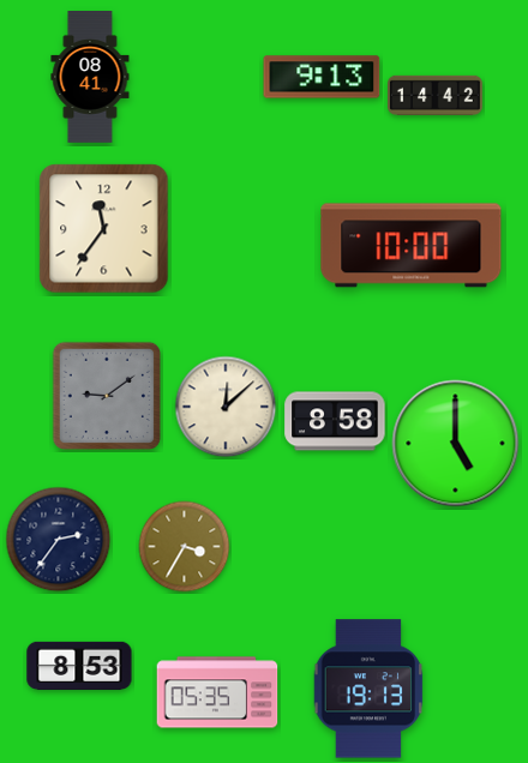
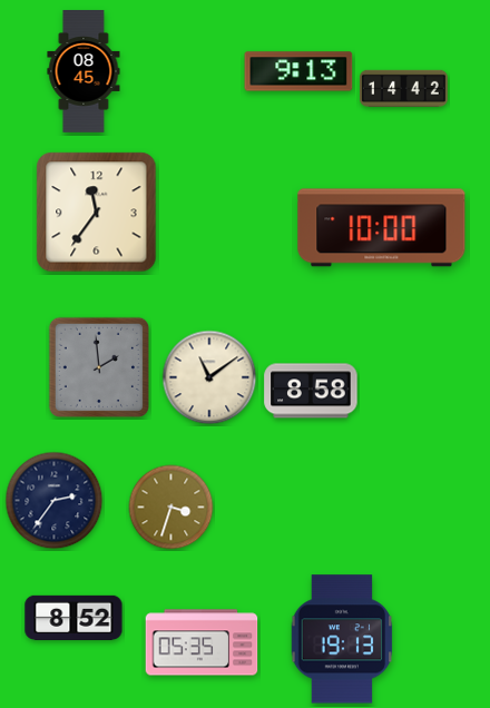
clock at (90, 78): 08:41 -> 08:45
clock at (107, 396): 9:09 -> 1:59
clock at (226, 407): 12:08 -> 11:09
clock at (456, 444): 5:00 -> none
clock at (185, 547): 3:35 -> 3:33
clock at (79, 666): 8:53 -> 8:52
